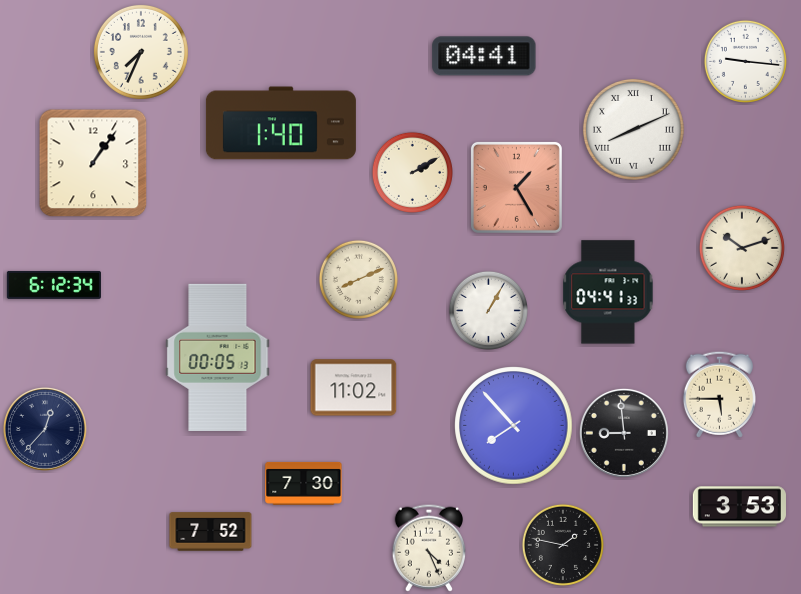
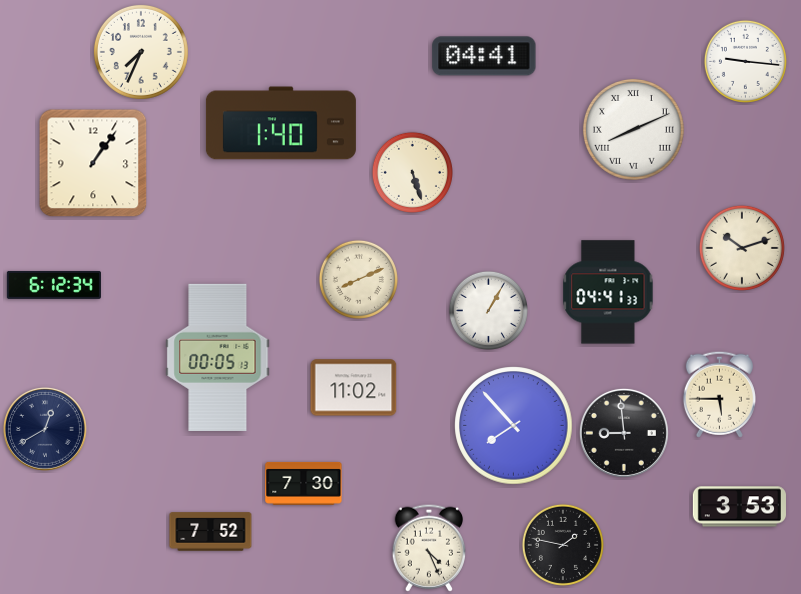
clock at (412, 172): 2:10 -> 5:27
clock at (516, 187): 1:25 -> none
clock at (45, 429): 12:37 -> 12:40
